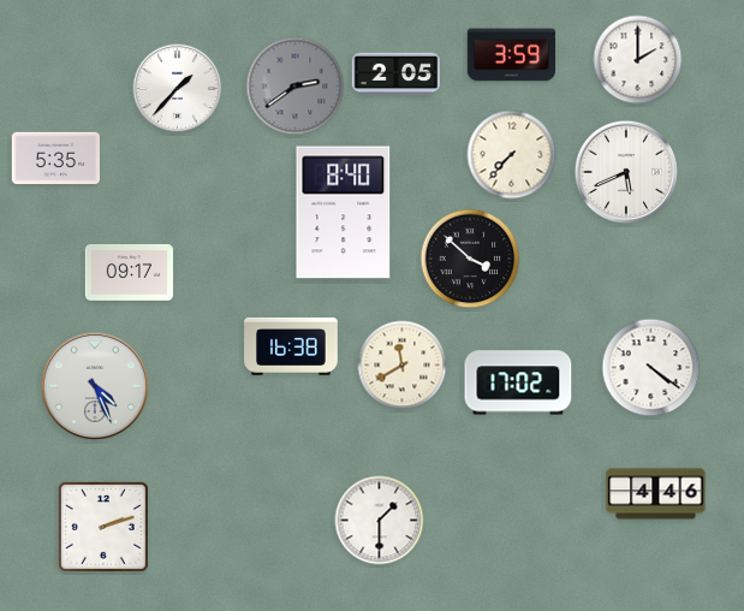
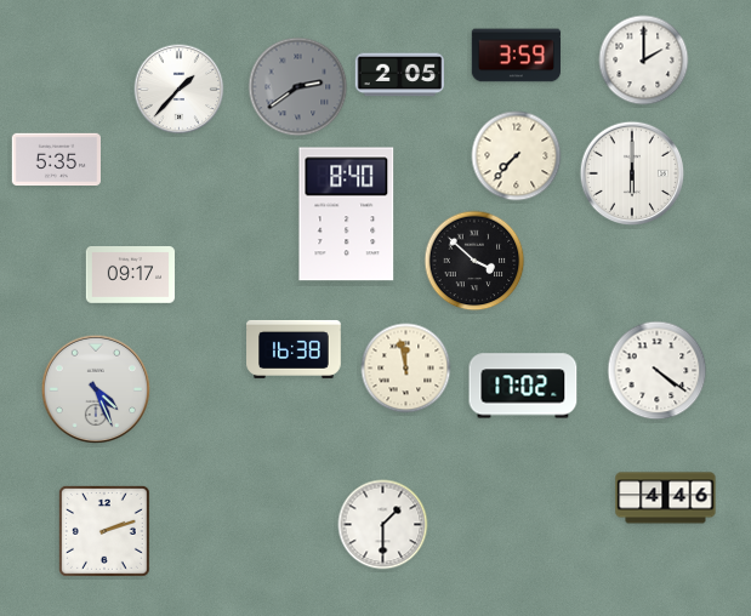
clock at (626, 172): 5:41 -> 6:00
clock at (403, 366): 11:40 -> 11:58
clock at (656, 494) position: (656, 494) -> (666, 498)
